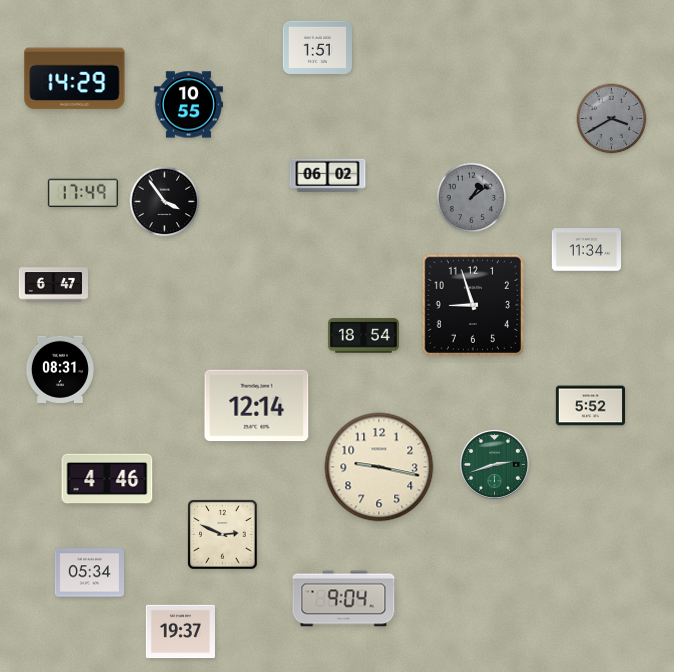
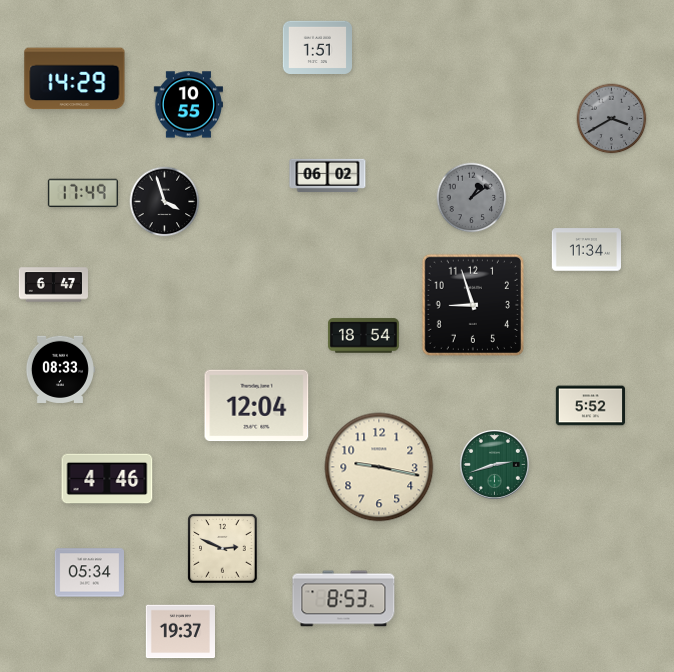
clock at (165, 202): 3:54 -> 3:57
clock at (60, 369): 08:31 -> 08:33
clock at (257, 406): 12:14 -> 12:04
clock at (223, 535) position: (223, 535) -> (223, 549)
clock at (344, 599): 9:04 -> 8:53
